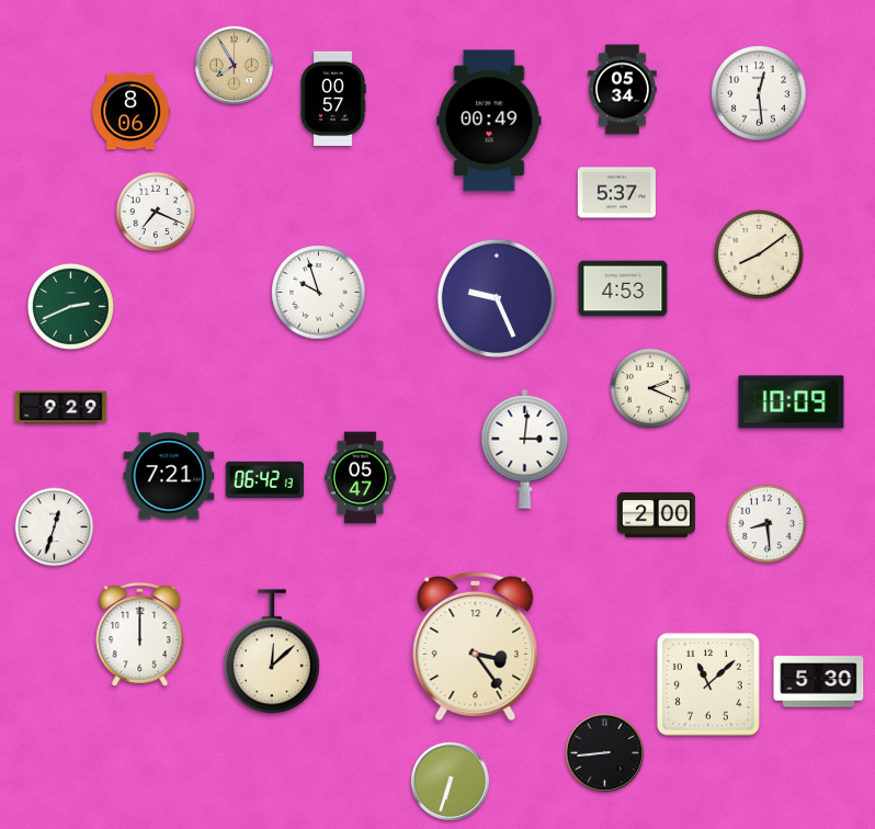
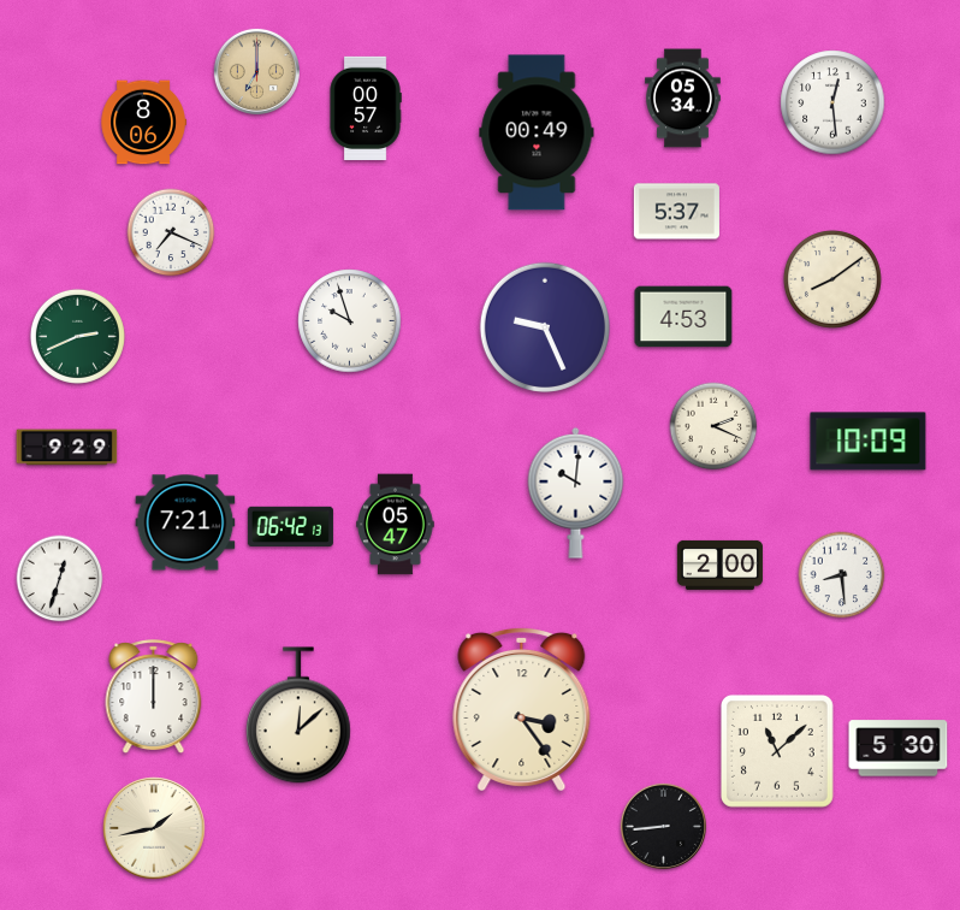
clock at (234, 65): 7:55 -> 7:00
clock at (525, 448): 3:01 -> 10:01
clock at (154, 828): none -> 1:43
clock at (450, 781): 6:33 -> none
